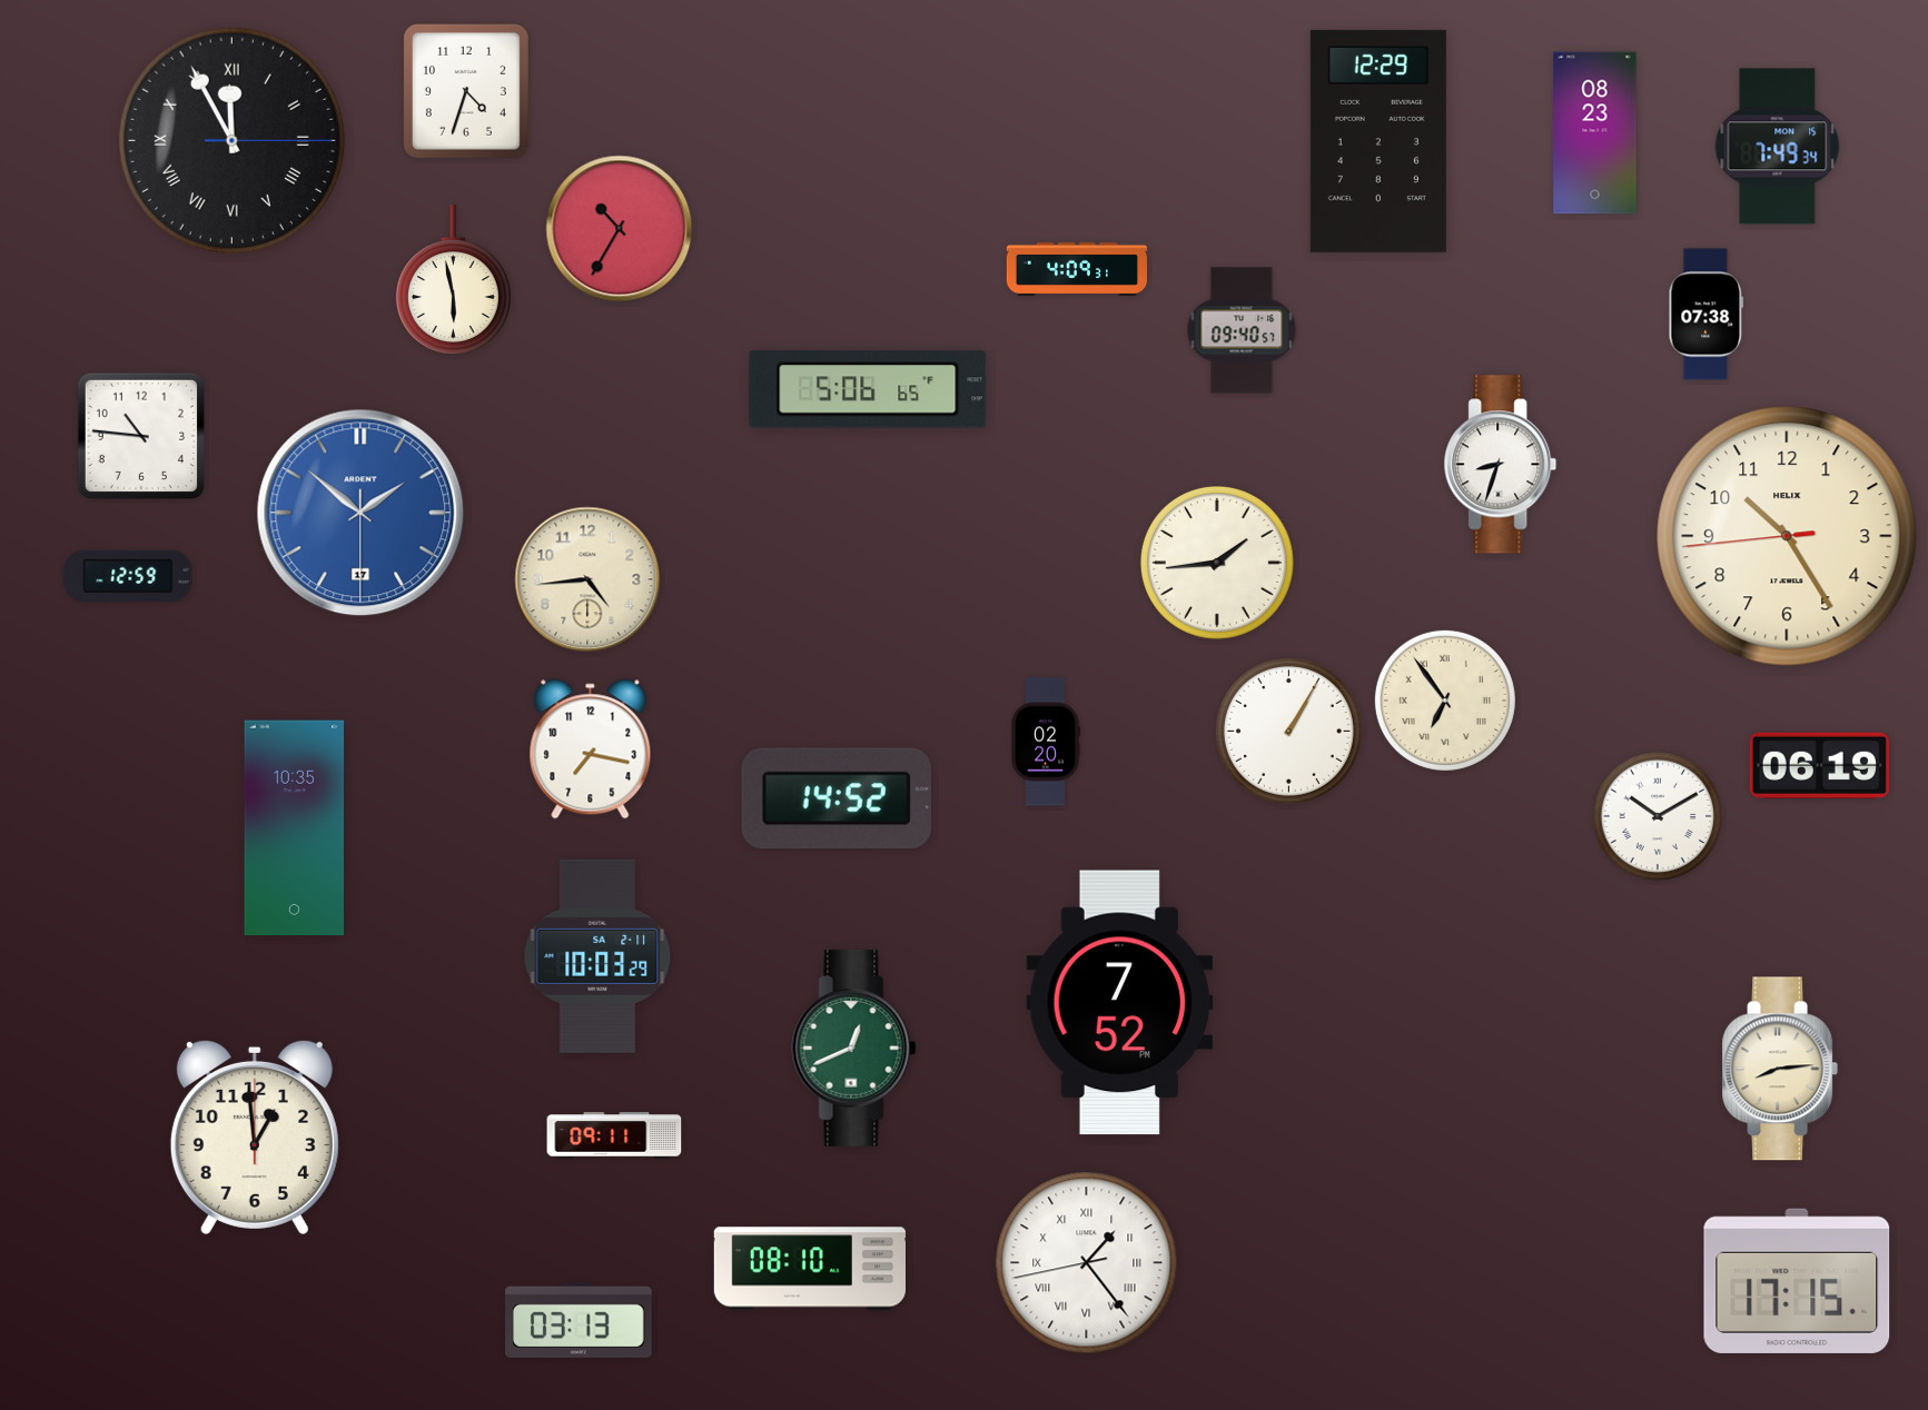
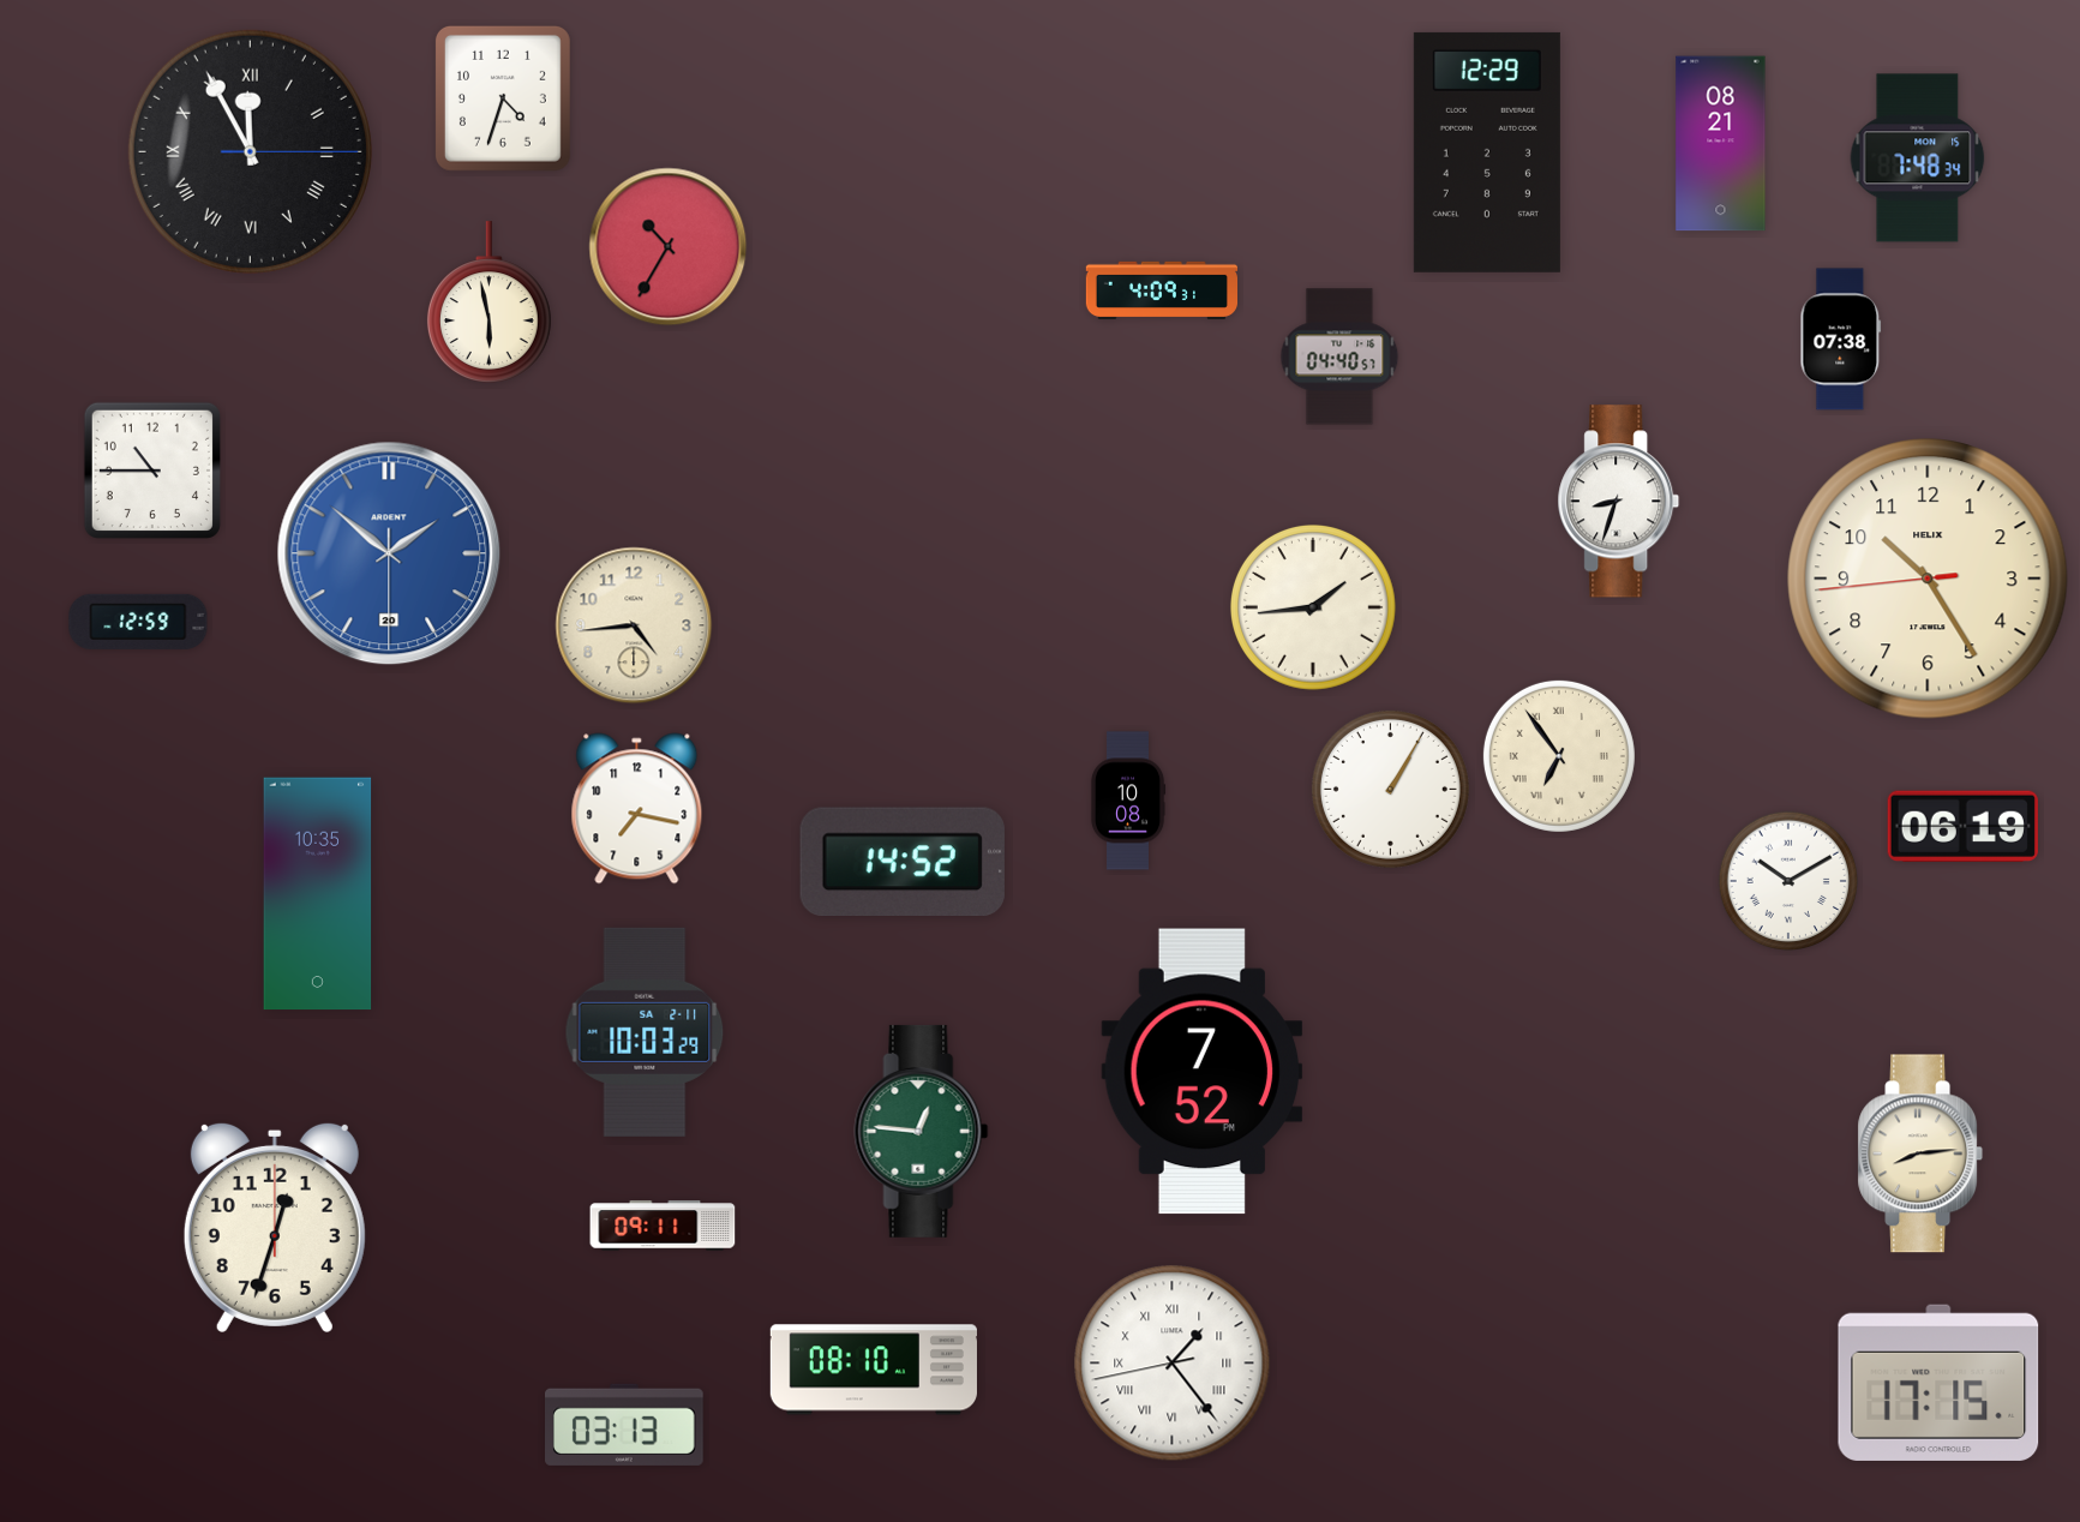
clock at (1595, 133): 08:23 -> 08:21
clock at (1778, 147): 7:49 -> 7:48
clock at (1242, 330): 09:40 -> 04:40
clock at (868, 389): 5:06 -> none
clock at (141, 436): 10:46 -> 10:45
clock at (360, 513) date: 17 -> 20
clock at (1046, 742): 02:20 -> 10:08
clock at (1120, 1003) position: (1120, 1003) -> (1203, 1072)
clock at (854, 1047): 12:41 -> 12:46
clock at (255, 1136): 12:59 -> 12:33
